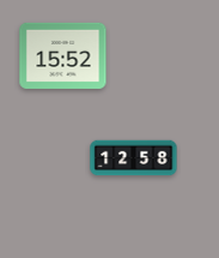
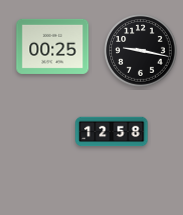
clock at (63, 55): 15:52 -> 00:25
clock at (141, 51): none -> 9:17
